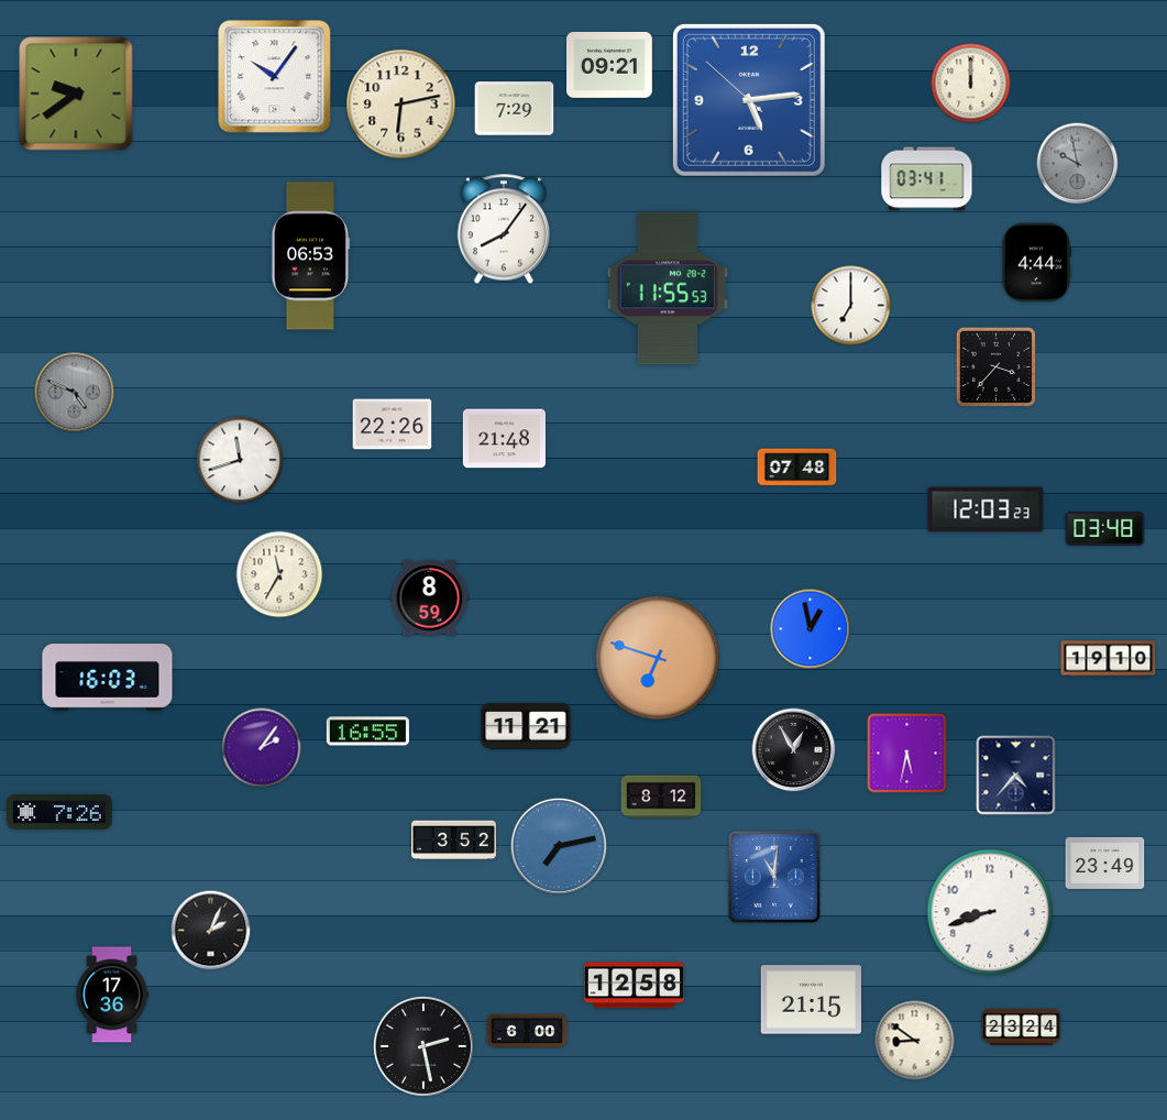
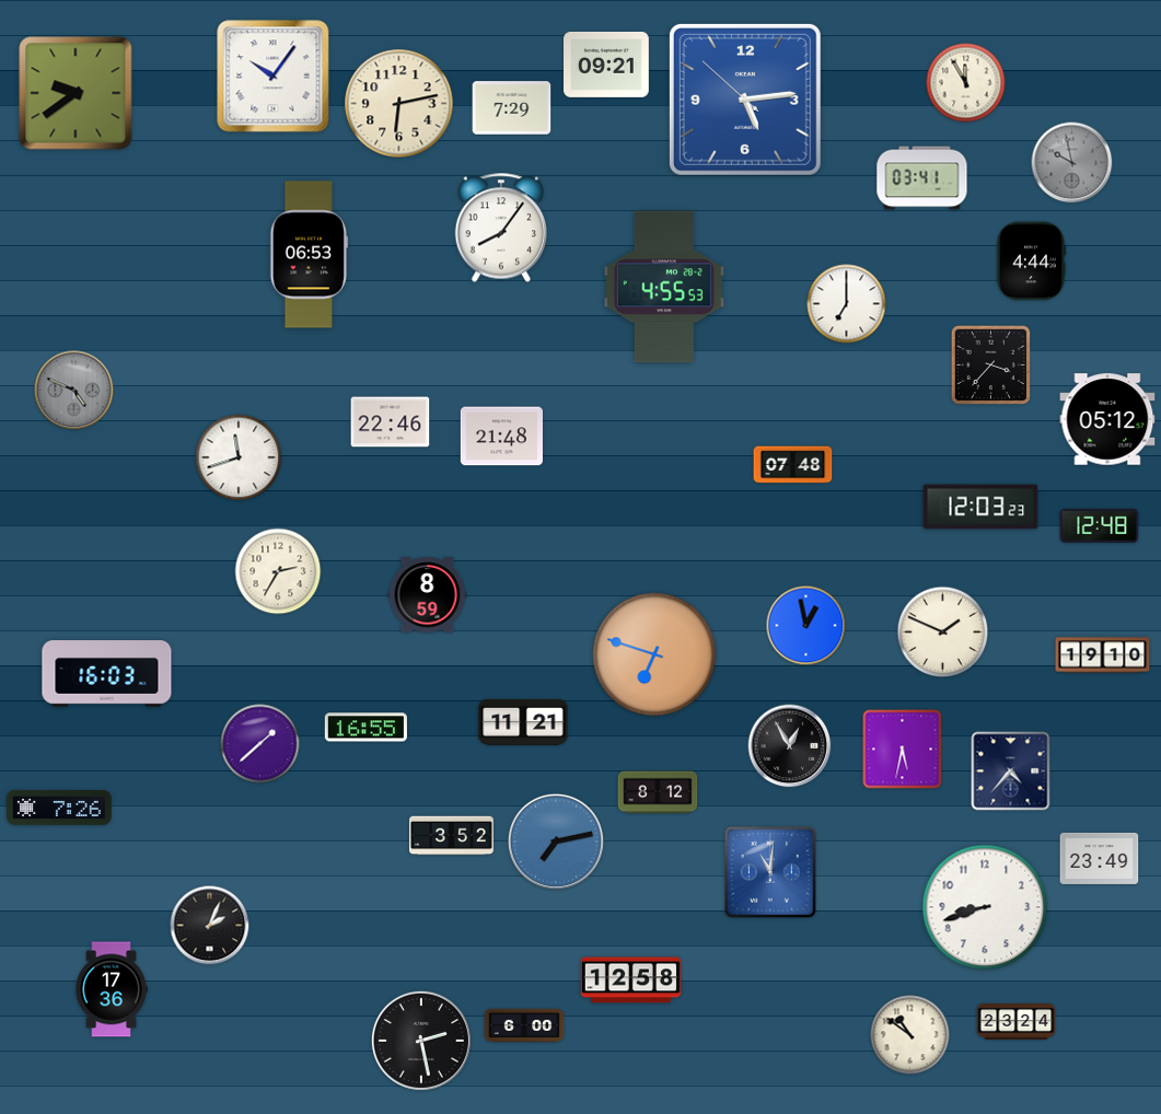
clock at (971, 84): 12:00 -> 11:55
clock at (668, 288): 11:55 -> 4:55
clock at (1107, 419): none -> 05:12
clock at (393, 425): 22:26 -> 22:46
clock at (1105, 528): 03:48 -> 12:48
clock at (279, 574): 11:35 -> 2:35
clock at (943, 633): none -> 1:49
clock at (262, 748): 2:06 -> 1:38
clock at (811, 1000): 21:15 -> none
clock at (915, 1041): 8:51 -> 10:51
